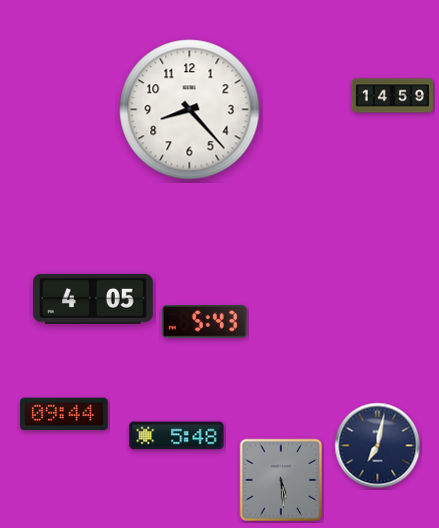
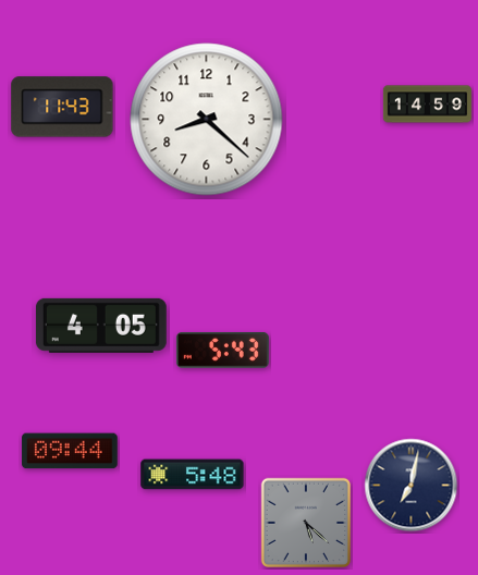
clock at (62, 107): none -> 11:43
clock at (190, 110): 8:23 -> 8:22
clock at (281, 480): 5:29 -> 5:22
